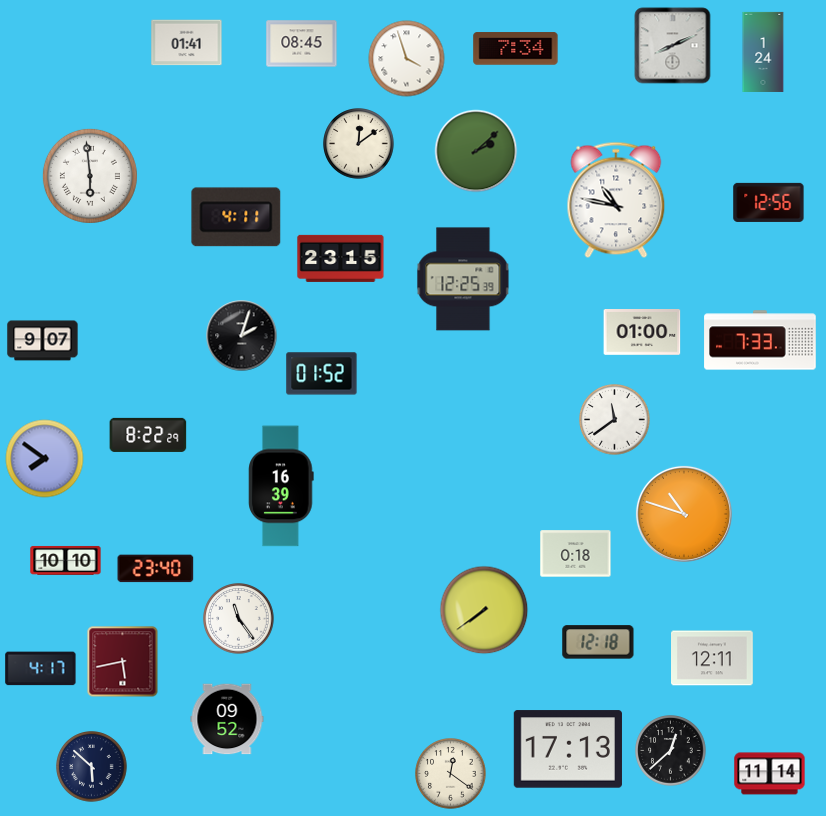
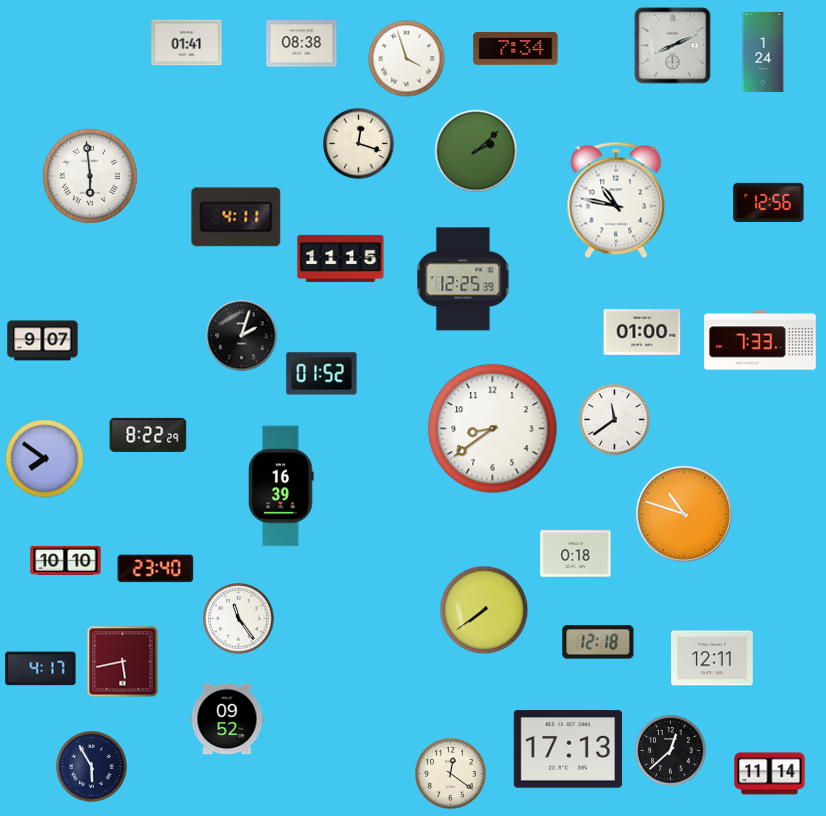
clock at (302, 44): 08:45 -> 08:38
clock at (359, 144): 12:09 -> 12:18
clock at (341, 258): 23:15 -> 11:15
clock at (493, 429): none -> 8:39
clock at (92, 767): 5:52 -> 5:55
